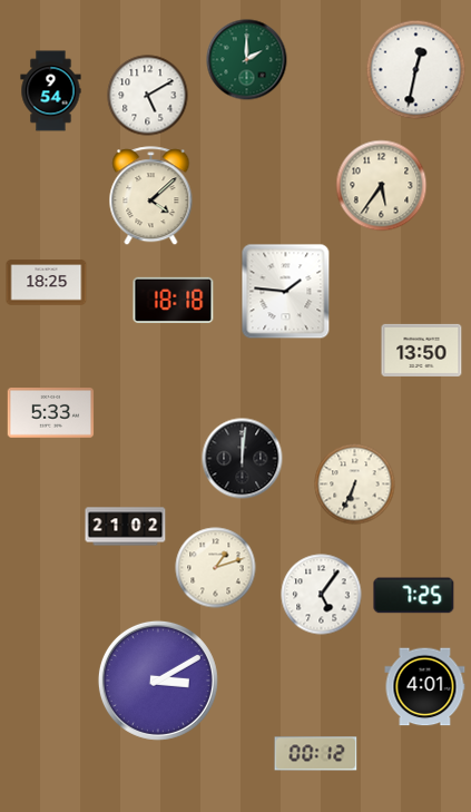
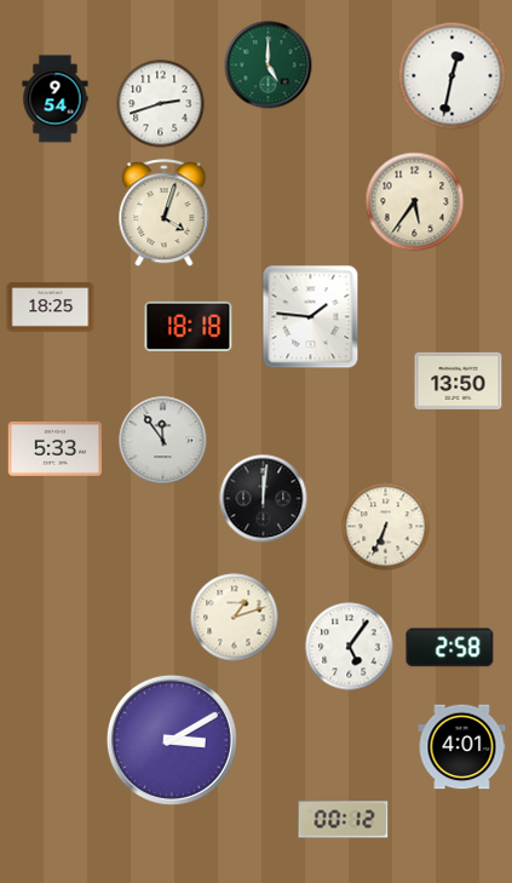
clock at (247, 60): 2:00 -> 5:00
clock at (148, 96): 5:10 -> 2:42
clock at (151, 196): 4:08 -> 4:03
clock at (163, 441): none -> 11:54
clock at (126, 527): 21:02 -> none
clock at (414, 596): 7:25 -> 2:58
